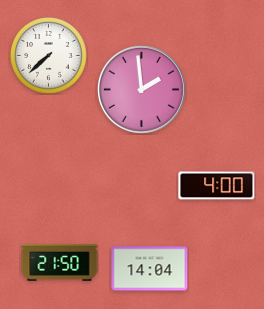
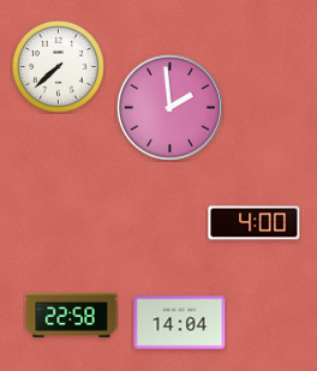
clock at (217, 186) position: (217, 186) -> (255, 223)
clock at (60, 262): 21:50 -> 22:58
